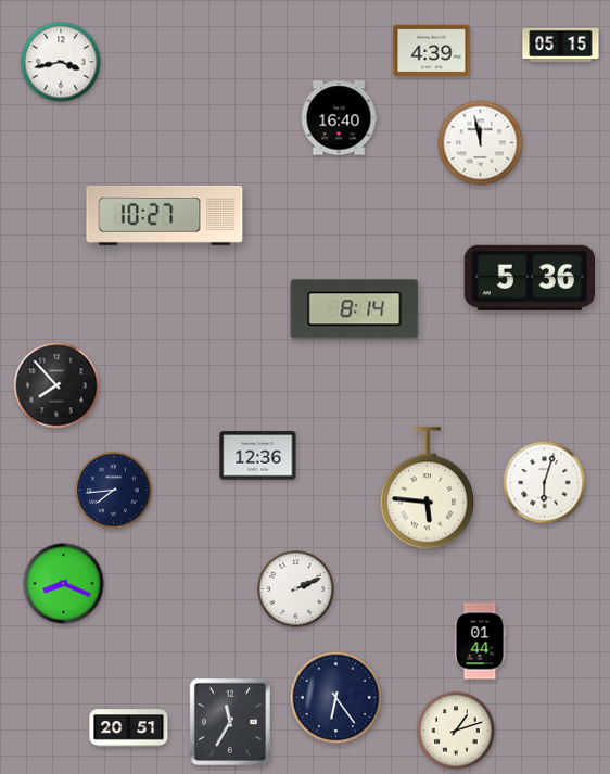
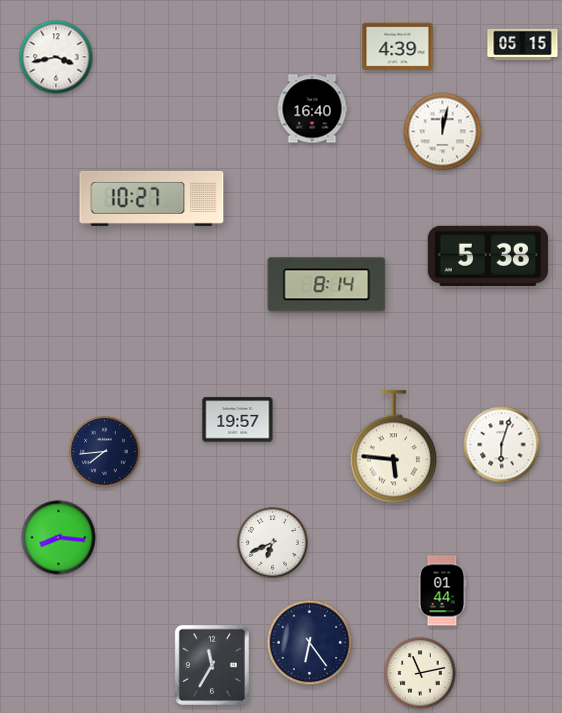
clock at (561, 45) position: (561, 45) -> (523, 44)
clock at (481, 143): 11:58 -> 12:02
clock at (530, 278): 5:36 -> 5:38
clock at (56, 385): 7:53 -> none
clock at (258, 456): 12:36 -> 19:57
clock at (427, 488) position: (427, 488) -> (393, 447)
clock at (64, 584): 8:19 -> 8:16
clock at (296, 589): 2:11 -> 6:41
clock at (129, 728): 20:51 -> none
clock at (456, 731): 1:12 -> 11:13
